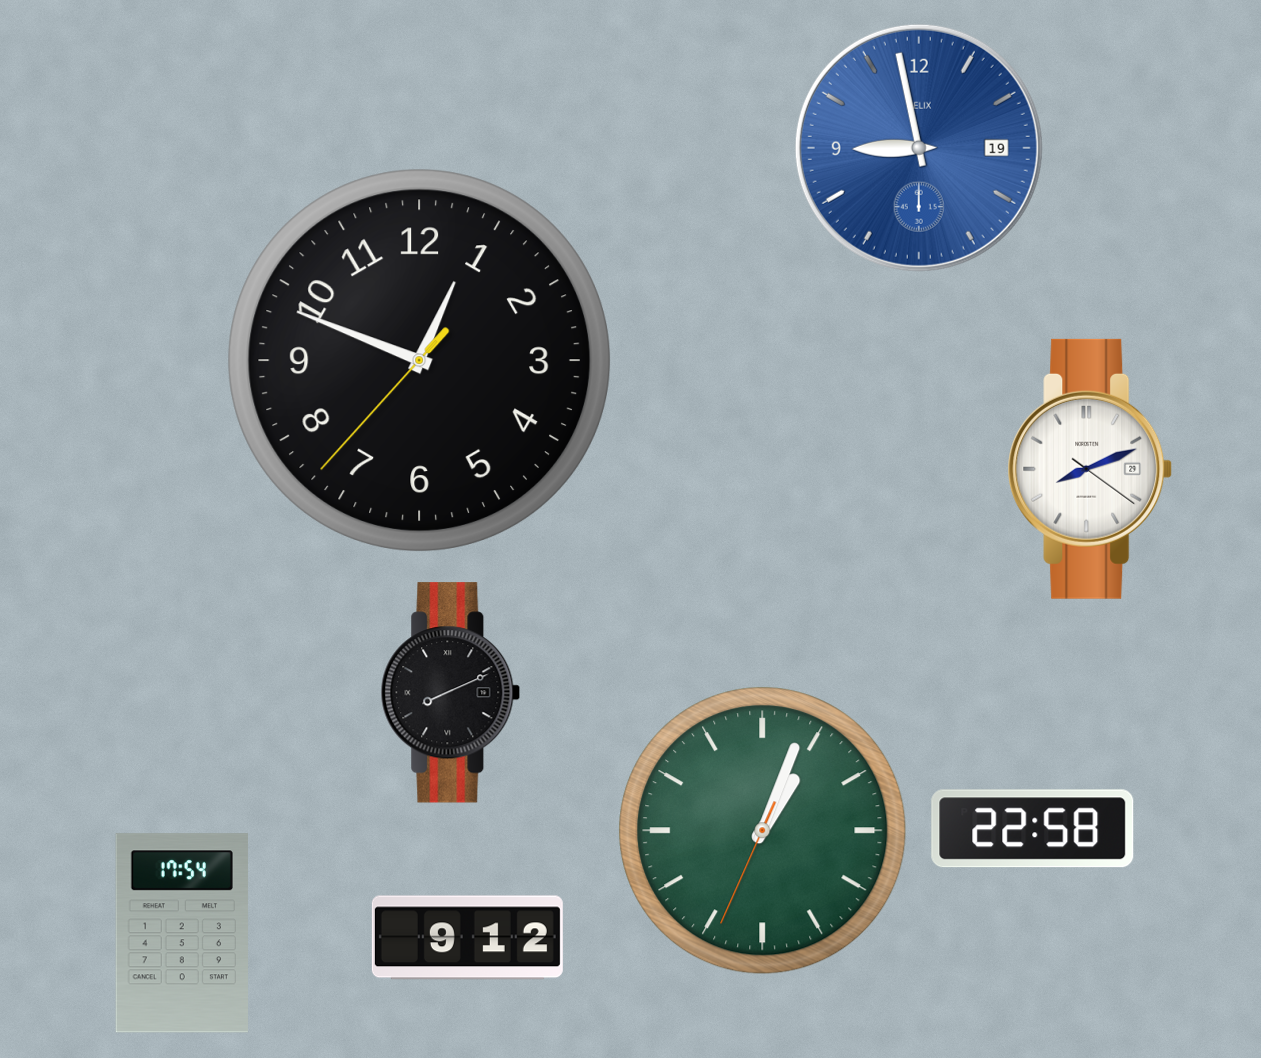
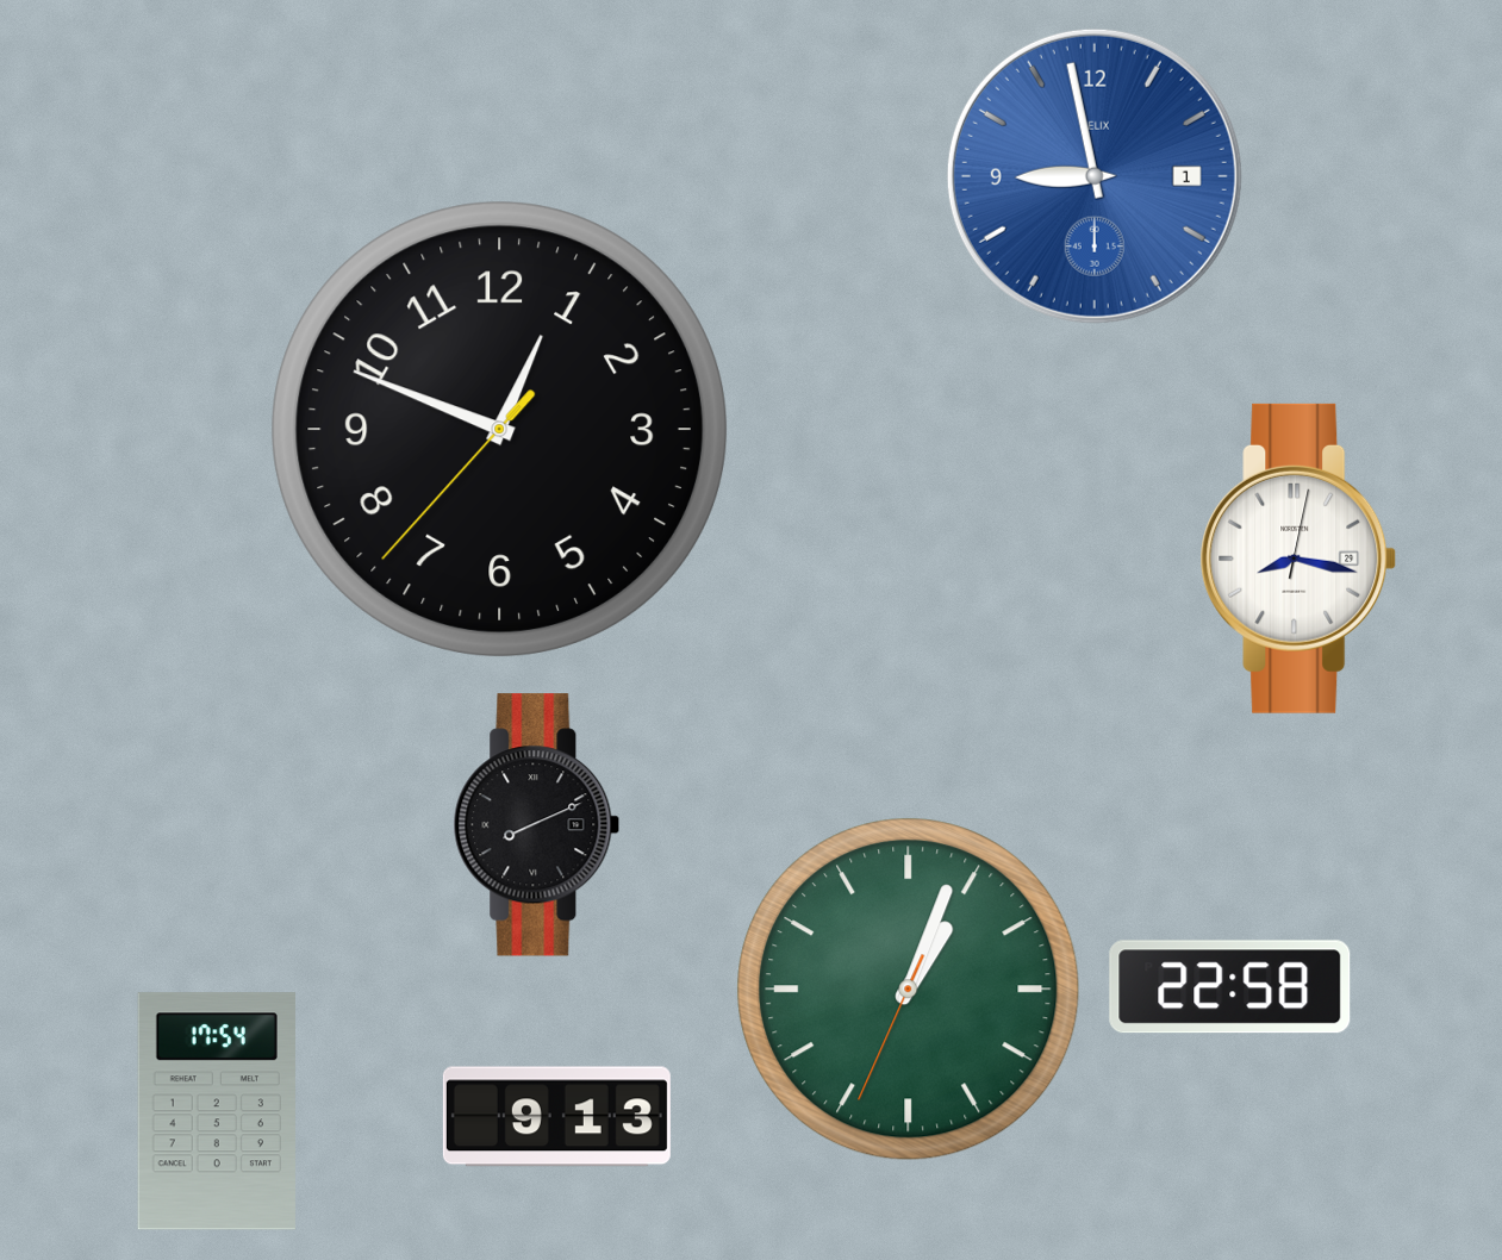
clock at (919, 148) date: 19 -> 1
clock at (1090, 469): 8:11 -> 8:17
clock at (467, 938): 9:12 -> 9:13
